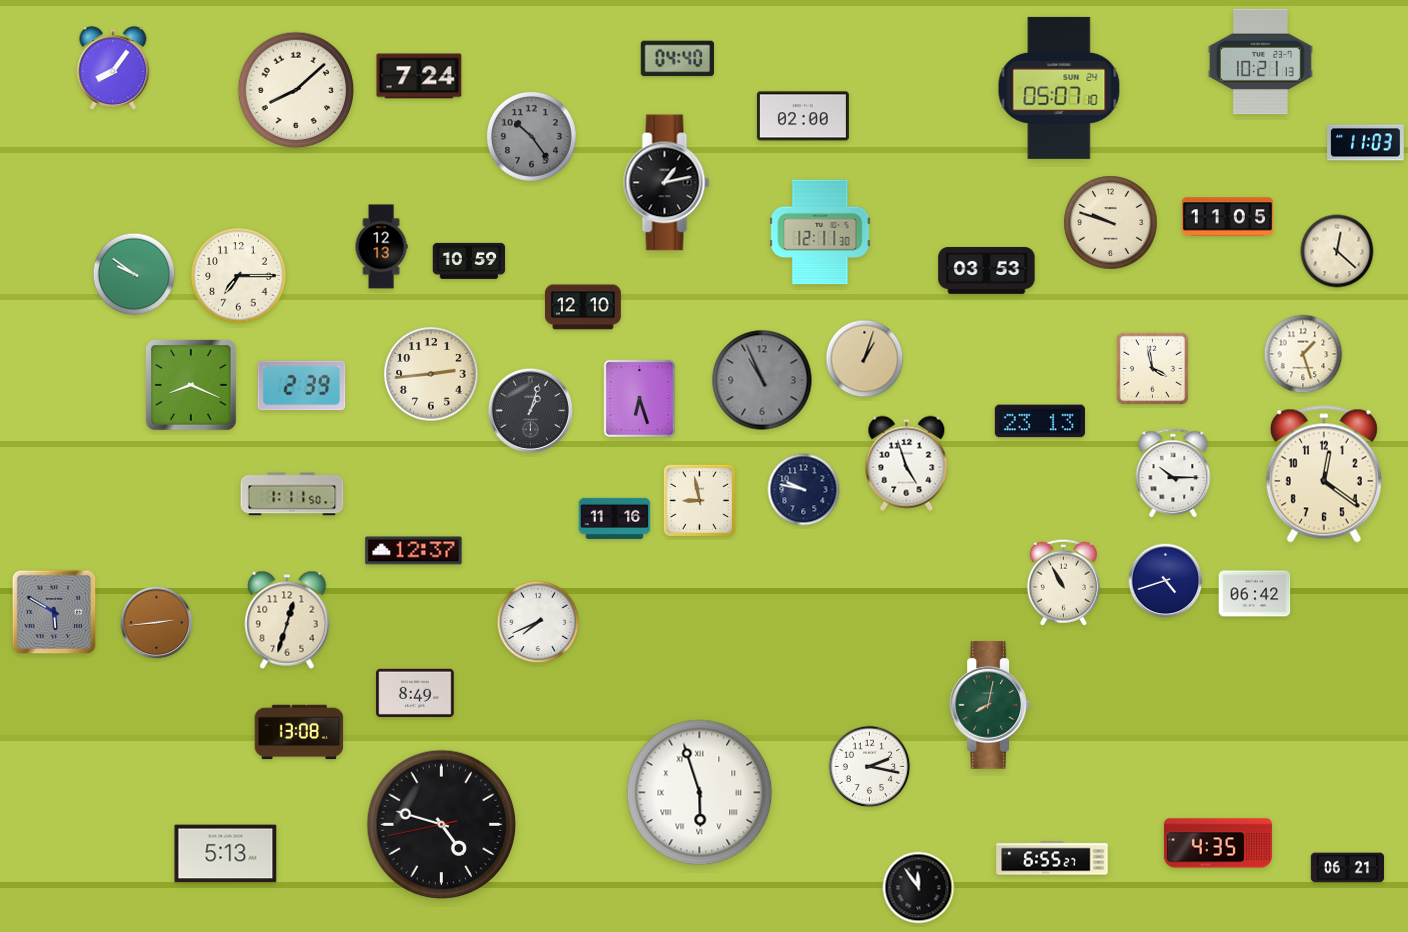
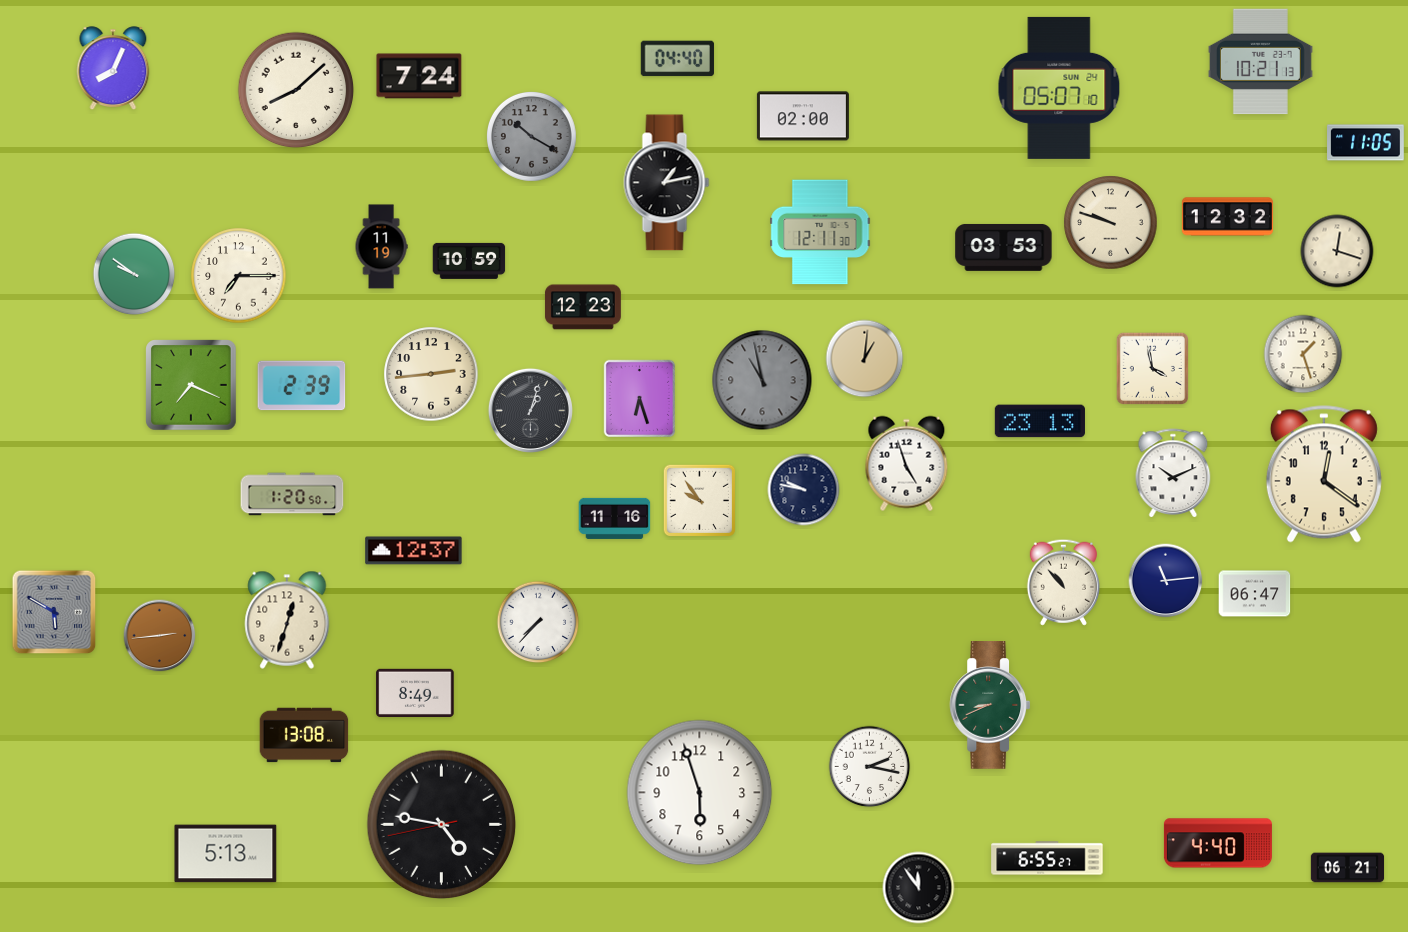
clock at (113, 68): 8:06 -> 8:04
clock at (532, 137): 10:24 -> 10:20
clock at (1366, 143): 11:03 -> 11:05
clock at (1227, 217): 11:05 -> 12:32
clock at (381, 247): 12:13 -> 11:19
clock at (1337, 251): 12:22 -> 12:18
clock at (987, 270) position: (987, 270) -> (1004, 247)
clock at (583, 307): 12:10 -> 12:23
clock at (865, 359): 1:03 -> 1:01
clock at (762, 380): 10:56 -> 10:58
clock at (191, 385): 8:19 -> 7:19
clock at (1173, 473): 10:15 -> 10:11
clock at (292, 494): 1:11 -> 1:20
clock at (699, 500): 8:58 -> 9:54
clock at (1166, 581): 4:42 -> 11:14
clock at (1063, 582): 10:55 -> 10:53
clock at (1255, 594): 06:42 -> 06:47
clock at (538, 622): 7:41 -> 7:37
clock at (157, 623) position: (157, 623) -> (160, 636)
clock at (990, 705): 8:02 -> 8:41
clock at (299, 732) position: (299, 732) -> (304, 735)
clock at (700, 793) numerals: Roman -> Arabic
clock at (442, 825): 4:47 -> 4:46
clock at (1218, 843): 4:35 -> 4:40
clock at (1052, 858) position: (1052, 858) -> (1047, 858)
